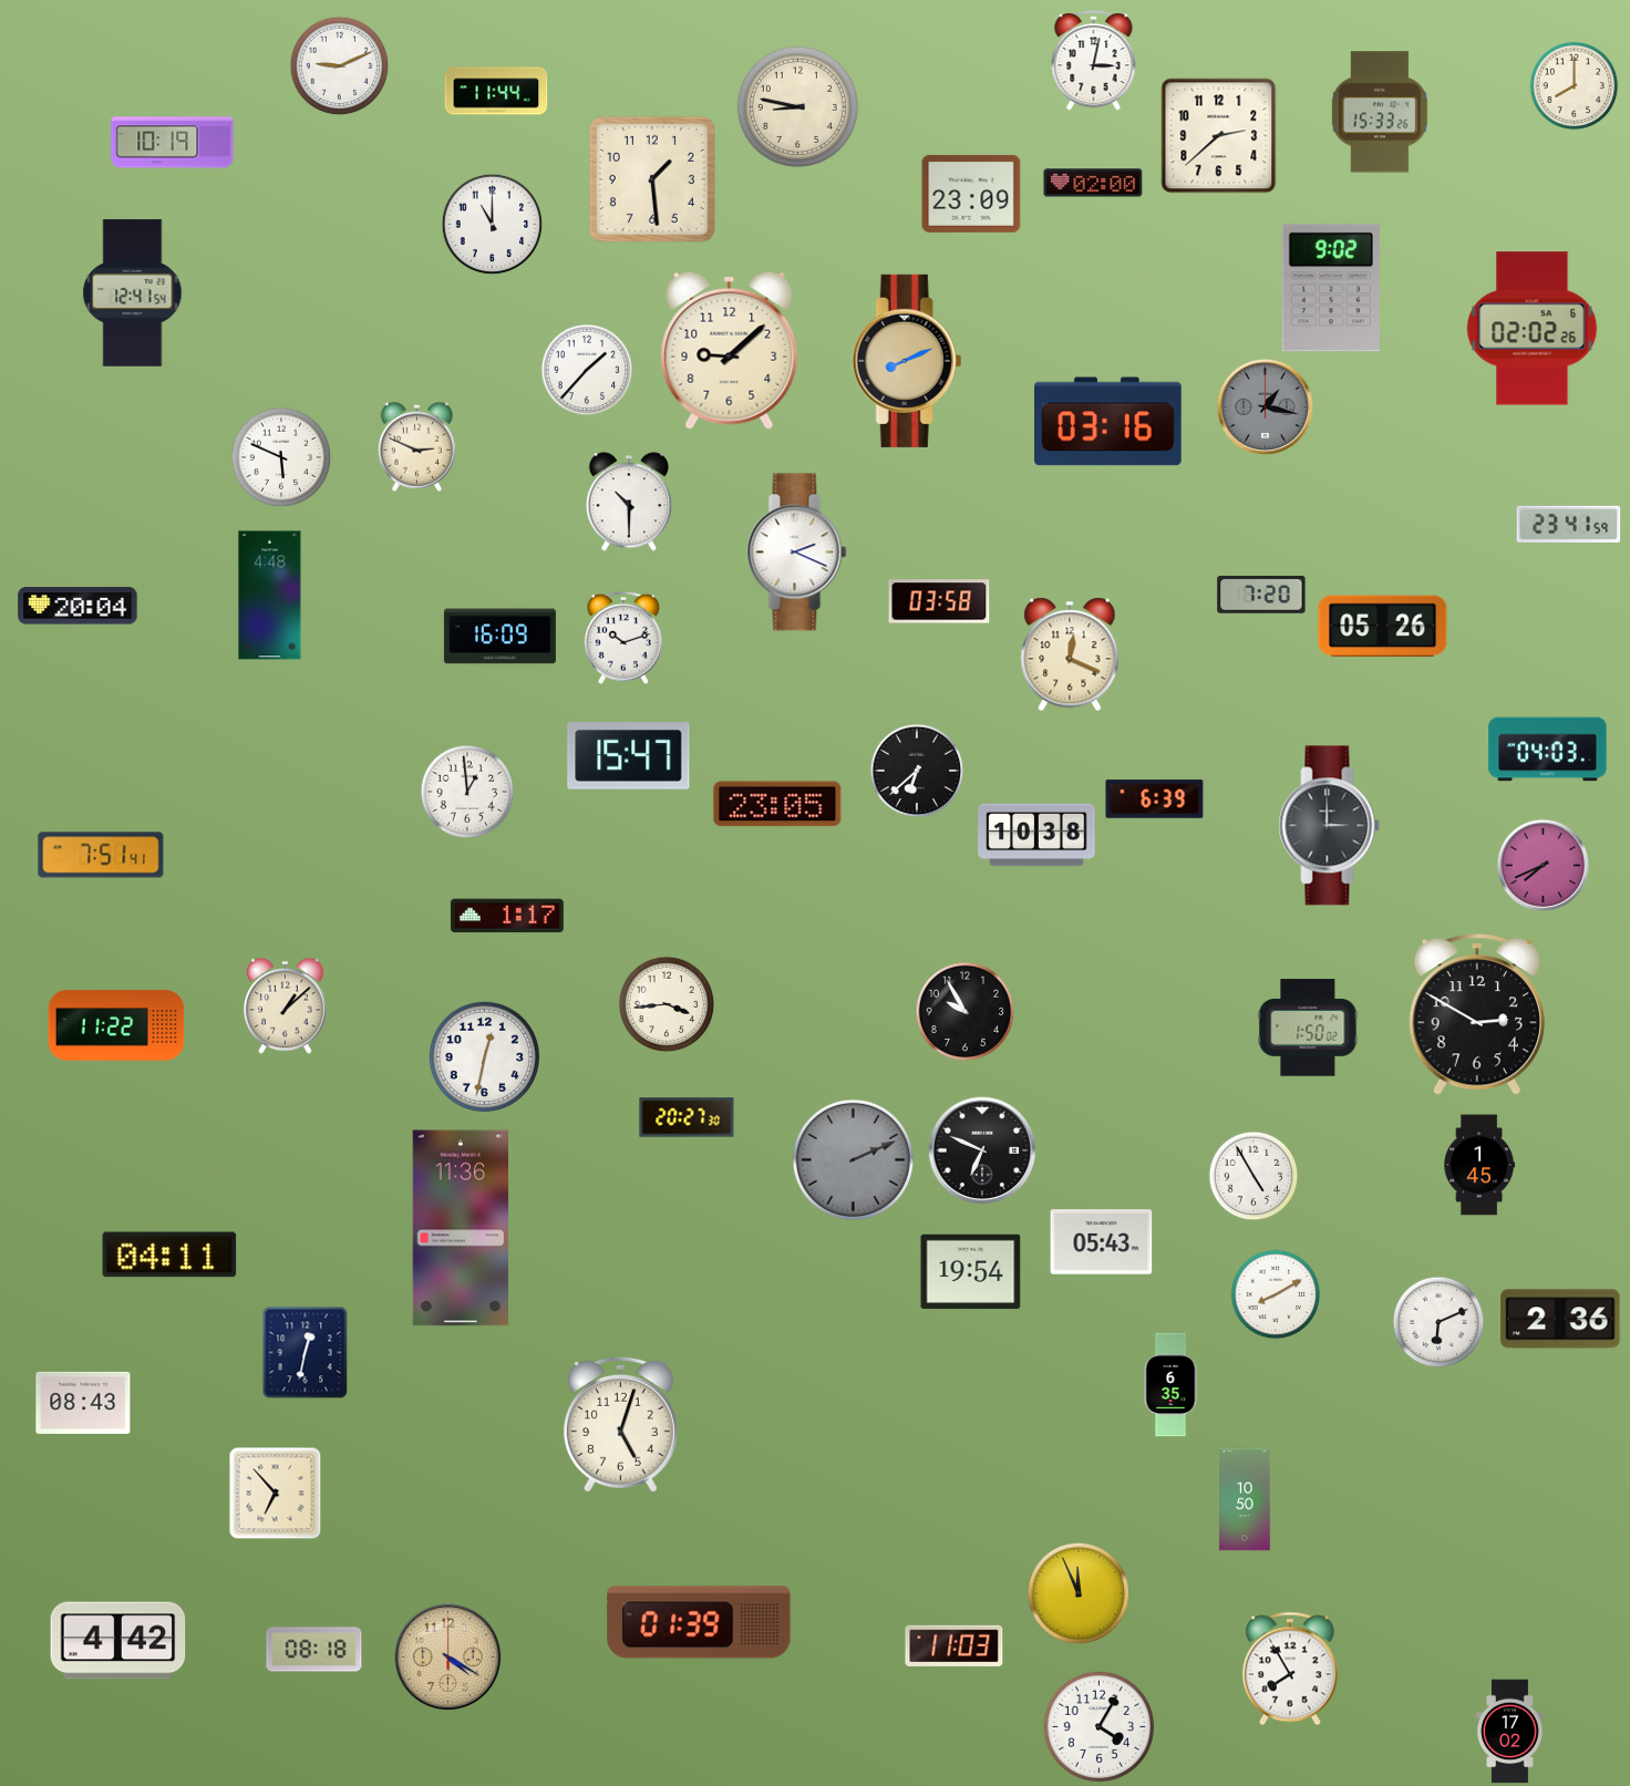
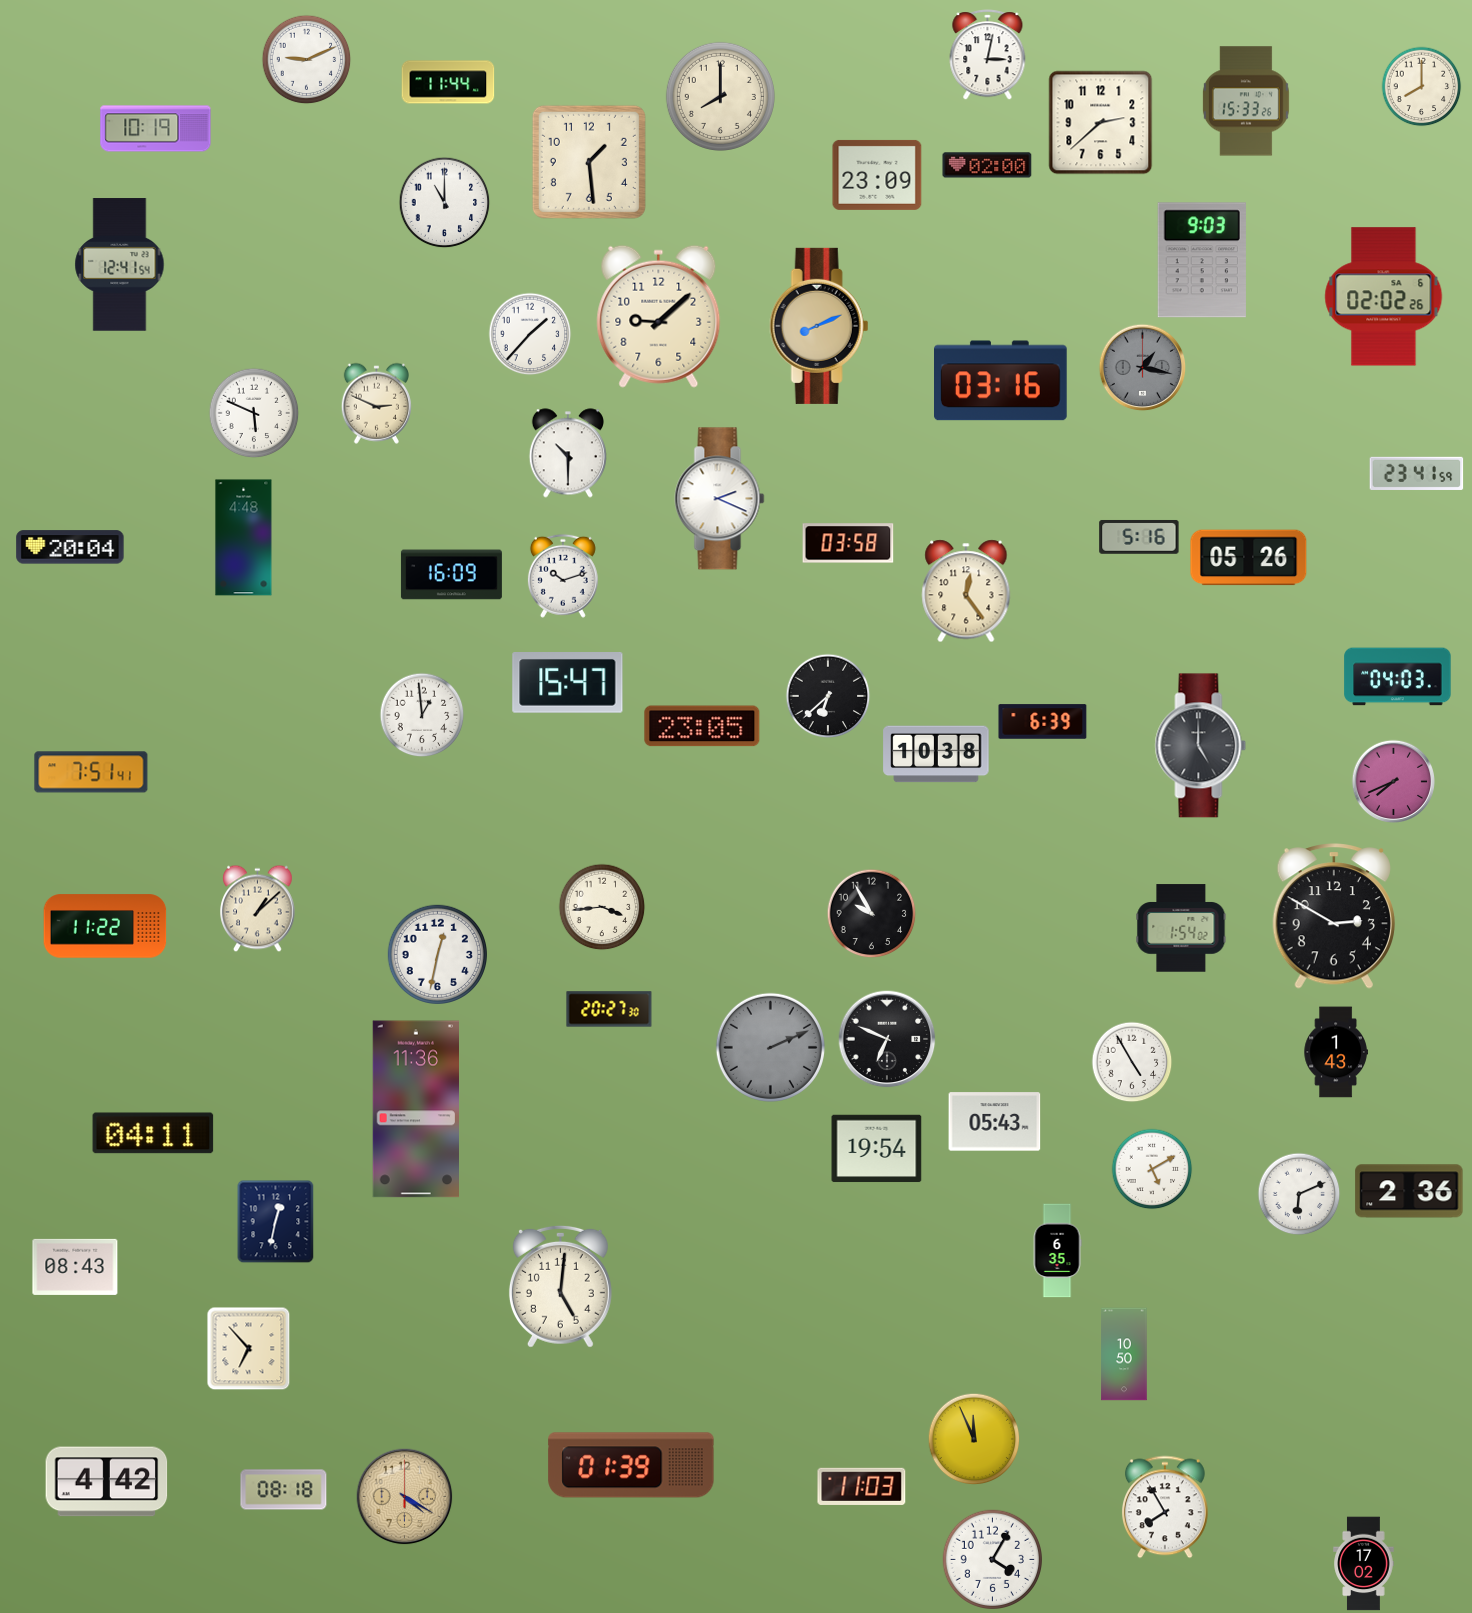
clock at (1575, 86) position: (1575, 86) -> (1422, 87)
clock at (797, 106): 8:47 -> 8:00
clock at (1331, 288): 9:02 -> 9:03
clock at (1261, 595): 7:20 -> 5:16
clock at (1383, 627) position: (1383, 627) -> (1249, 558)
clock at (1070, 654): 12:19 -> 12:24
clock at (1330, 826): 3:00 -> 5:00
clock at (507, 916): 1:17 -> none
clock at (1308, 1028): 1:50 -> 1:54
clock at (687, 1117) position: (687, 1117) -> (609, 1009)
clock at (1479, 1165): 1:45 -> 1:43
clock at (1276, 1294): 8:10 -> 5:10
clock at (620, 1424): 5:03 -> 5:01
